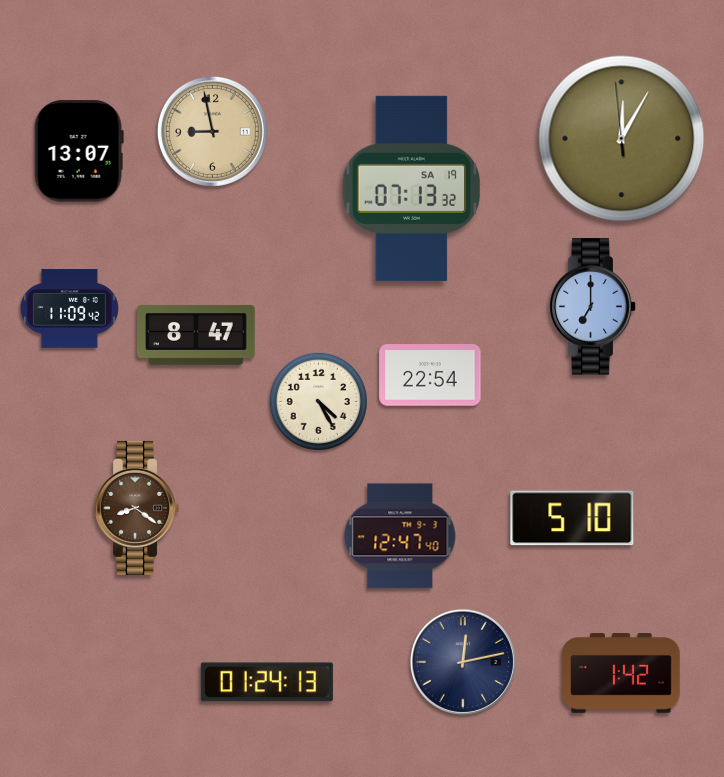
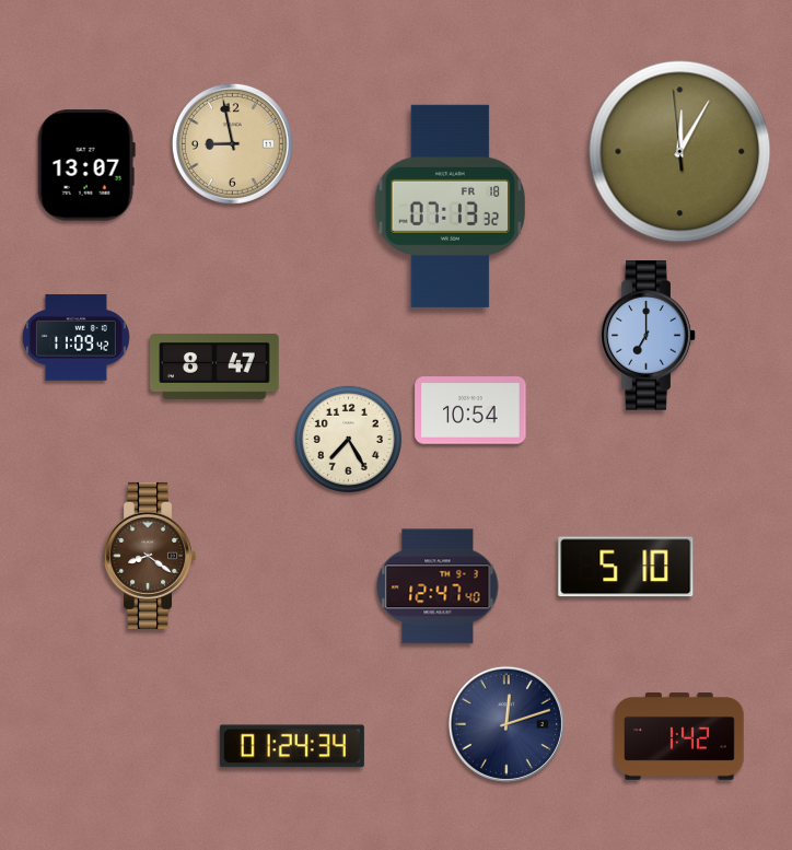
clock at (412, 188) date: SA 19 -> FR 18
clock at (430, 375): 22:54 -> 10:54
clock at (318, 401): 4:25 -> 7:25
clock at (463, 662): 12:13 -> 12:12
clock at (267, 682): 01:24:13 -> 01:24:34
